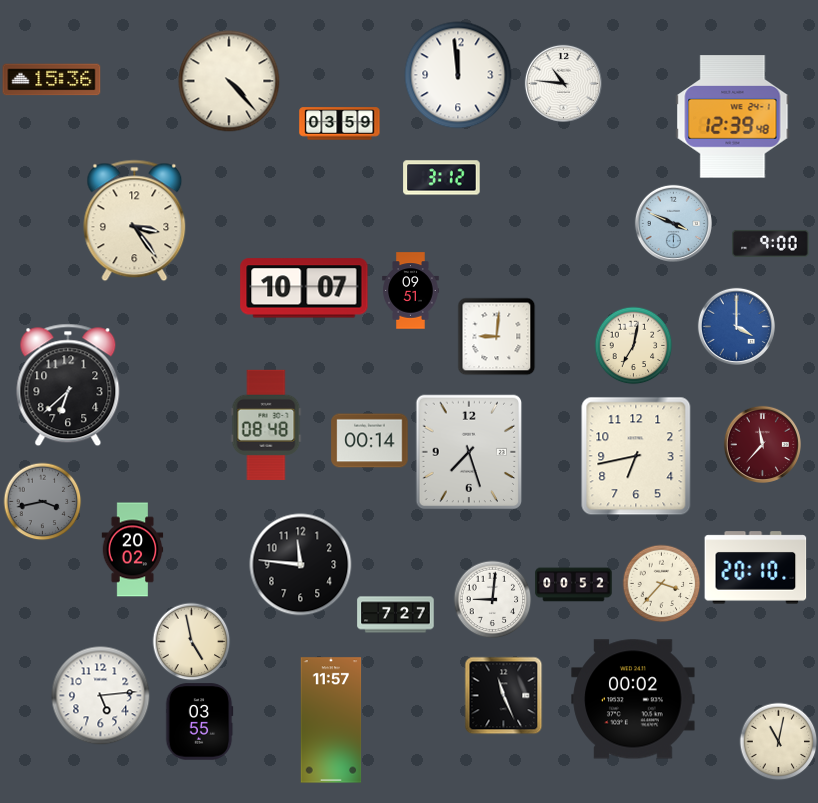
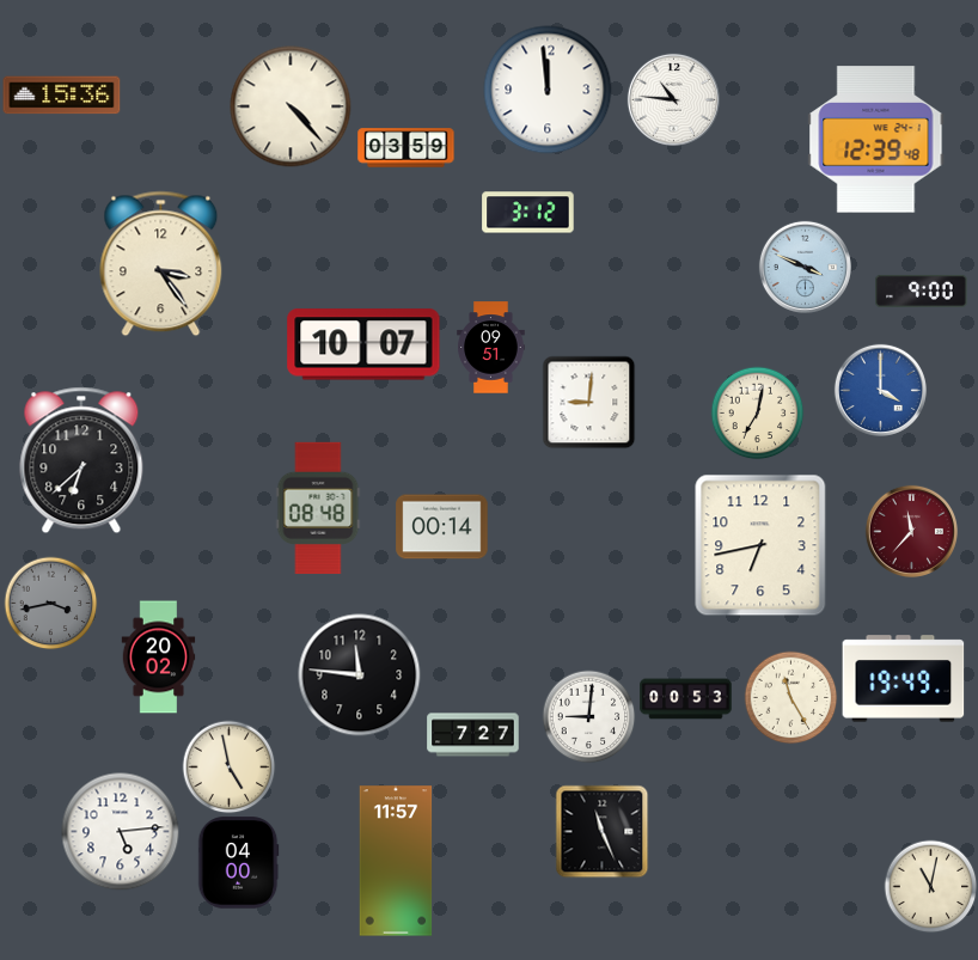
clock at (229, 81) position: (229, 81) -> (291, 106)
clock at (496, 336) position: (496, 336) -> (588, 402)
clock at (469, 452): 7:27 -> none
clock at (42, 501) position: (42, 501) -> (50, 603)
clock at (756, 568): 20:10 -> 19:49
clock at (661, 583): 3:37 -> 11:25
clock at (574, 585): 00:52 -> 00:53
clock at (633, 699): 00:02 -> none
clock at (199, 722): 03:55 -> 04:00
